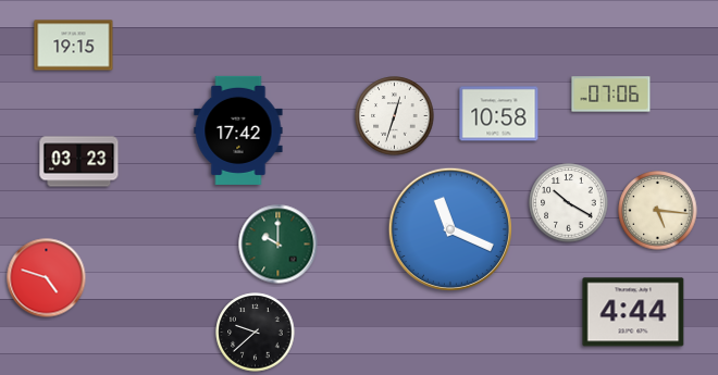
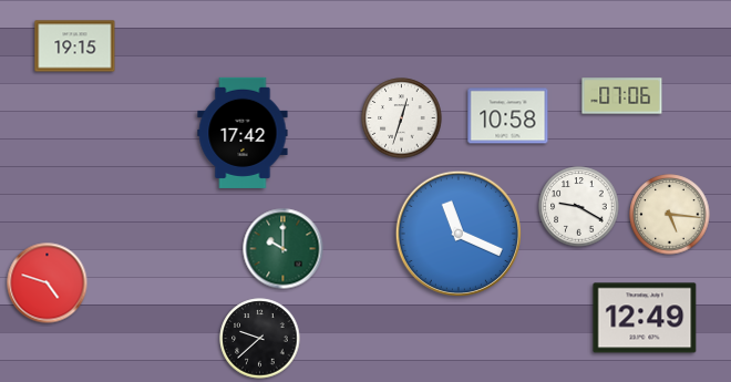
clock at (79, 162): 03:23 -> none
clock at (569, 203): 10:20 -> 9:20
clock at (633, 312): 4:44 -> 12:49
